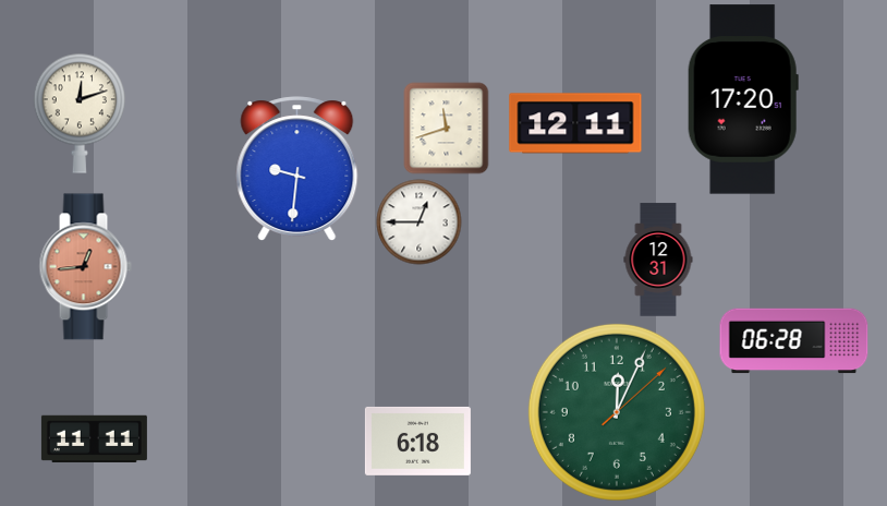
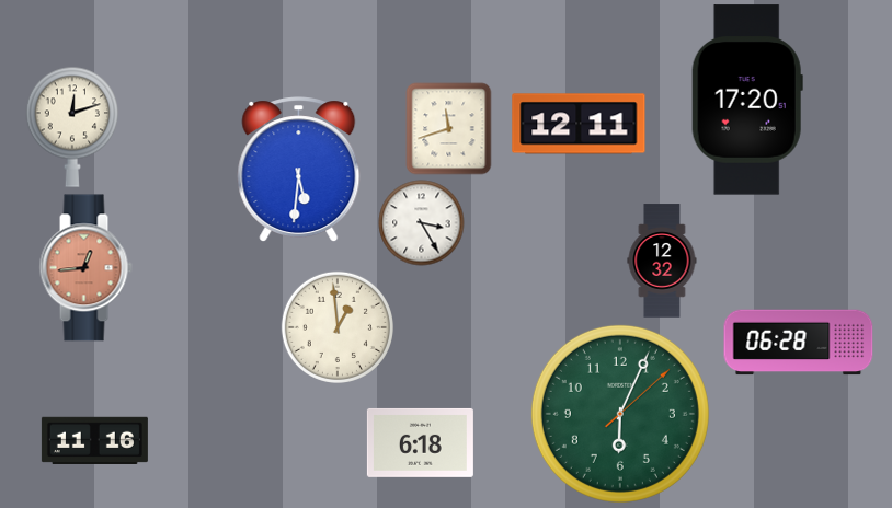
clock at (80, 113) position: (80, 113) -> (72, 127)
clock at (297, 169): 9:31 -> 5:31
clock at (418, 221): 12:45 -> 3:25
clock at (658, 260): 12:31 -> 12:32
clock at (338, 327): none -> 12:59
clock at (617, 412): 12:04 -> 6:04
clock at (94, 438): 11:11 -> 11:16
